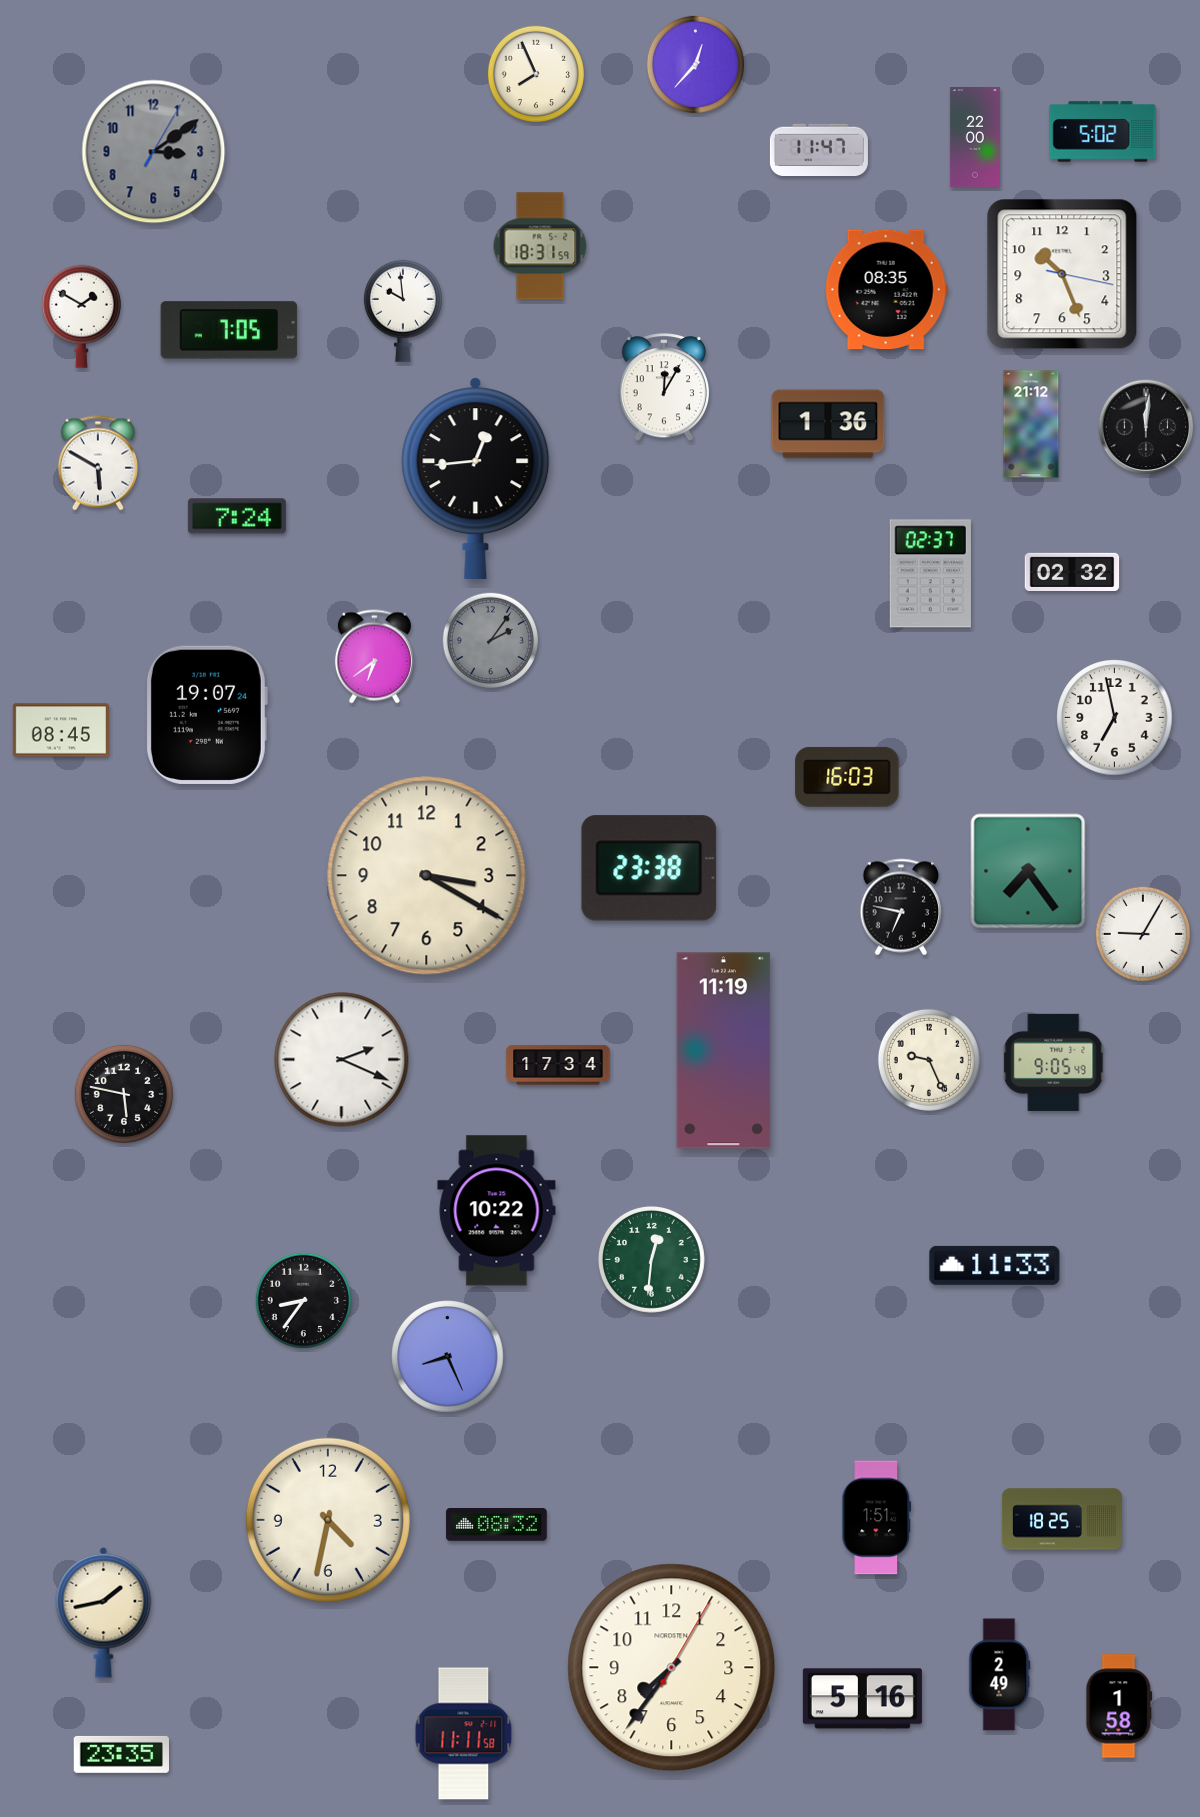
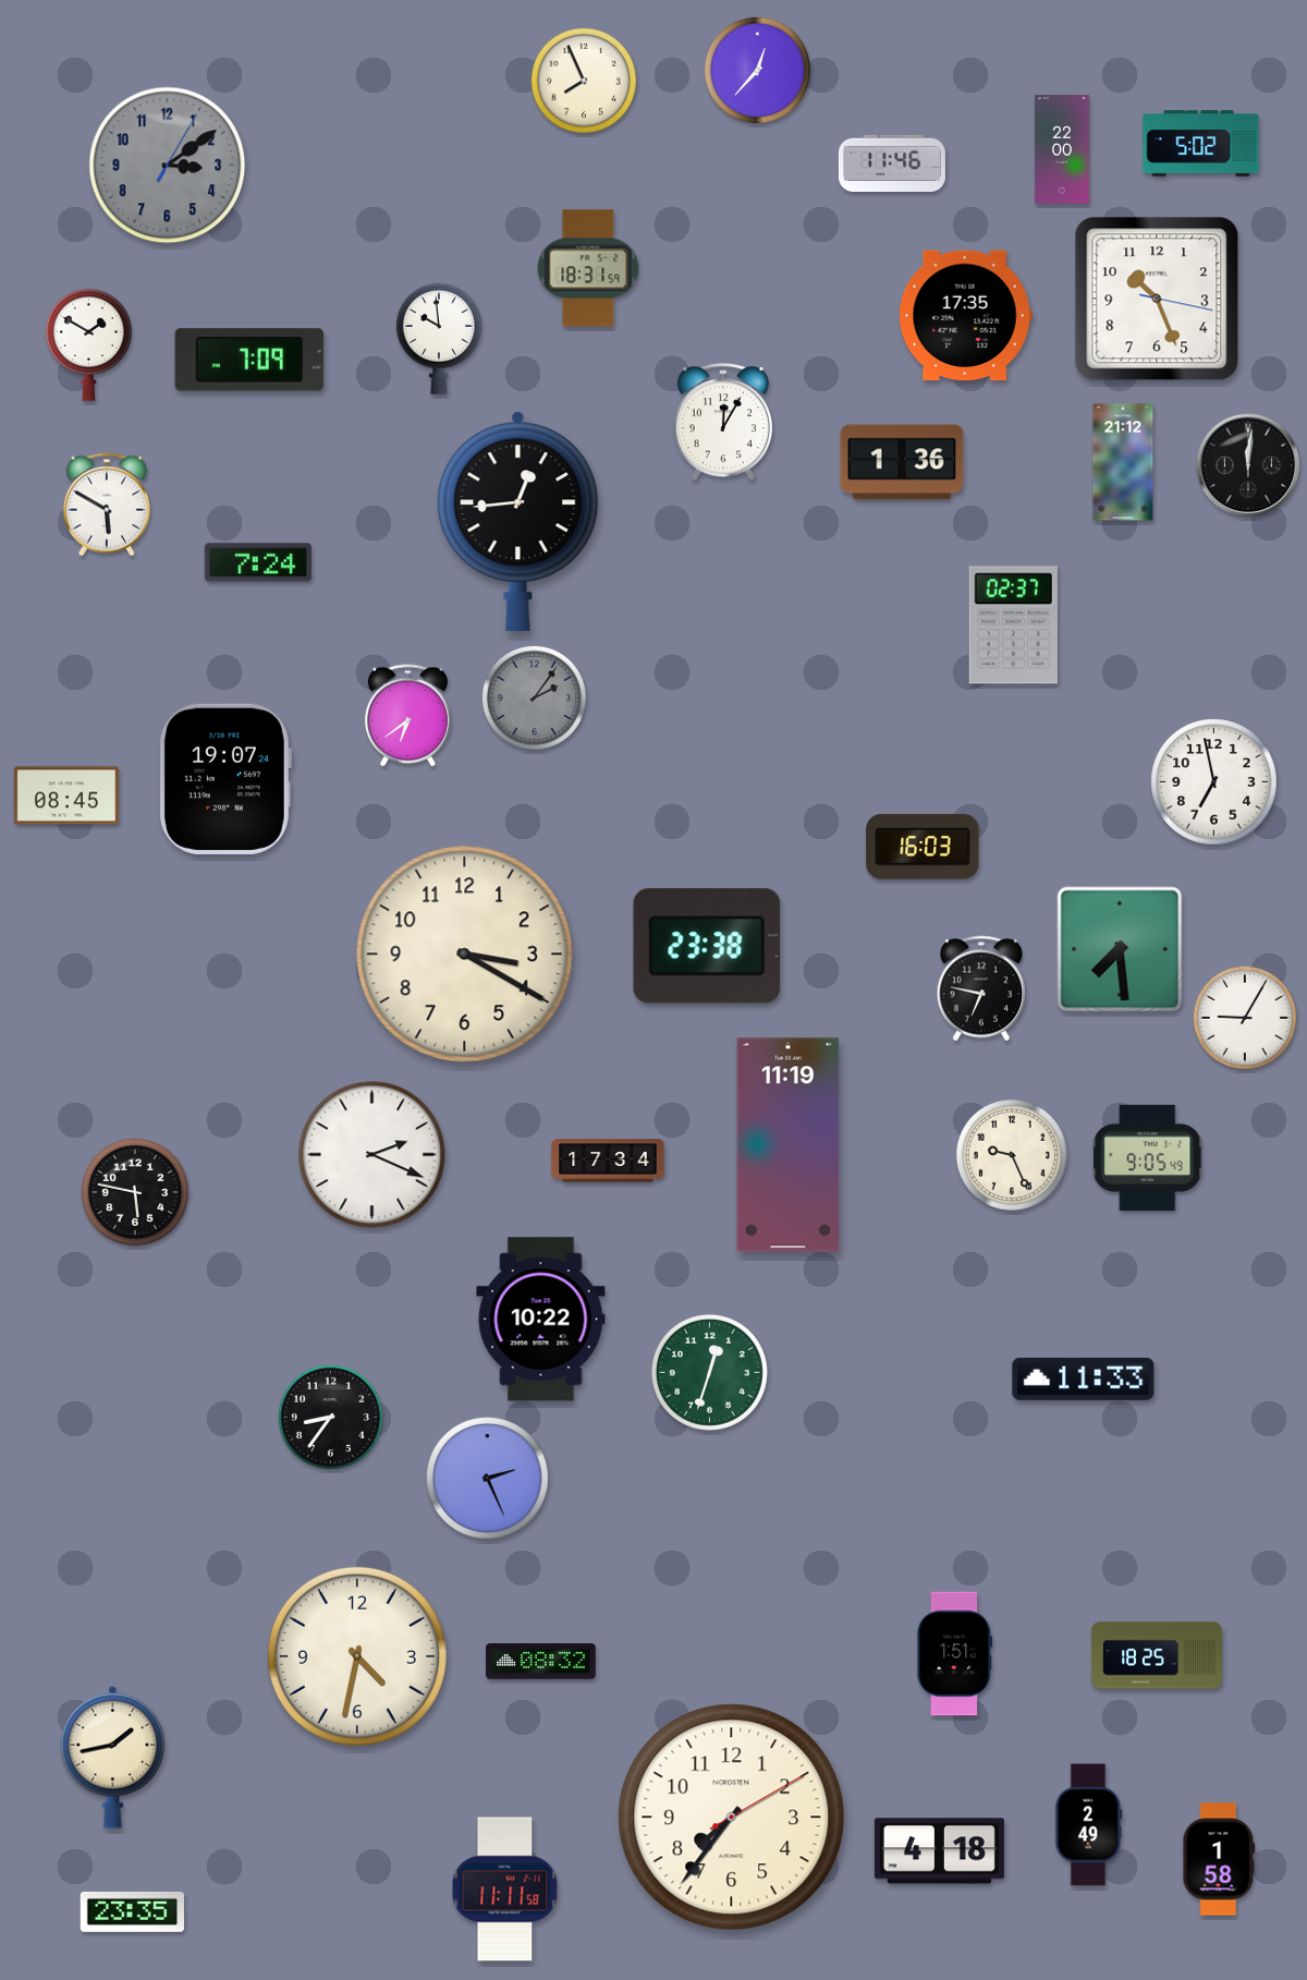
clock at (819, 150): 11:47 -> 11:46
clock at (886, 290): 08:35 -> 17:35
clock at (229, 330): 7:05 -> 7:09
clock at (1072, 571): 02:32 -> none
clock at (1028, 871): 7:24 -> 7:29
clock at (651, 1259): 12:31 -> 12:33
clock at (448, 1357): 8:26 -> 2:26
clock at (672, 1668): 7:36:05 -> 7:36:10
clock at (862, 1699): 5:16 -> 4:18
